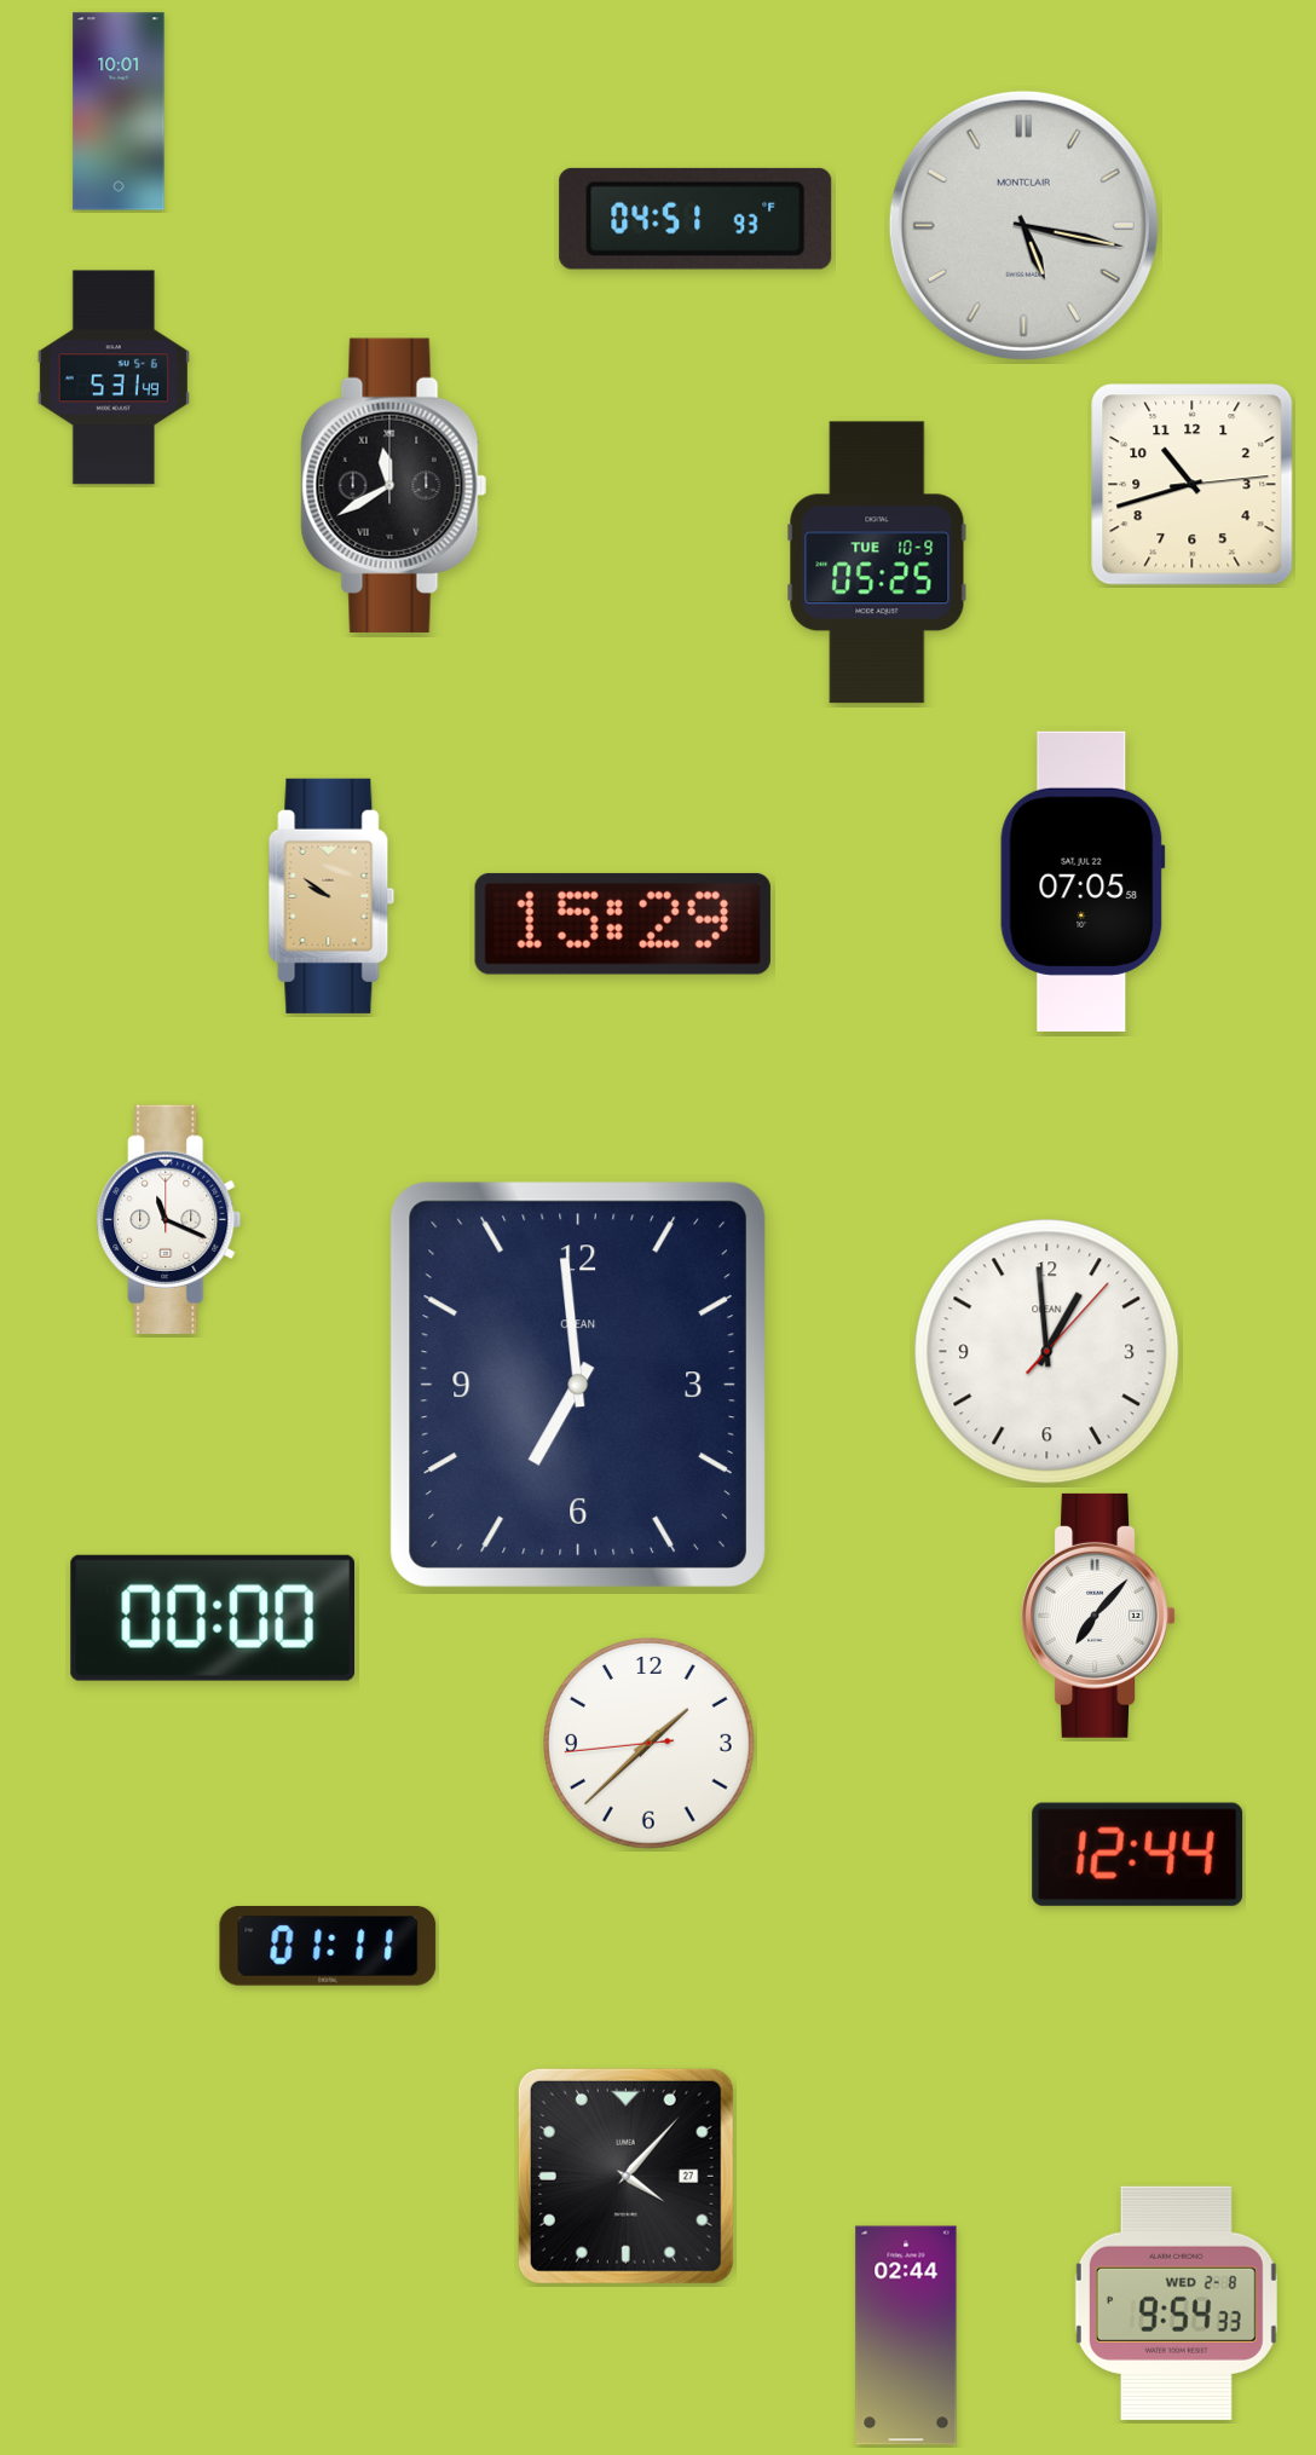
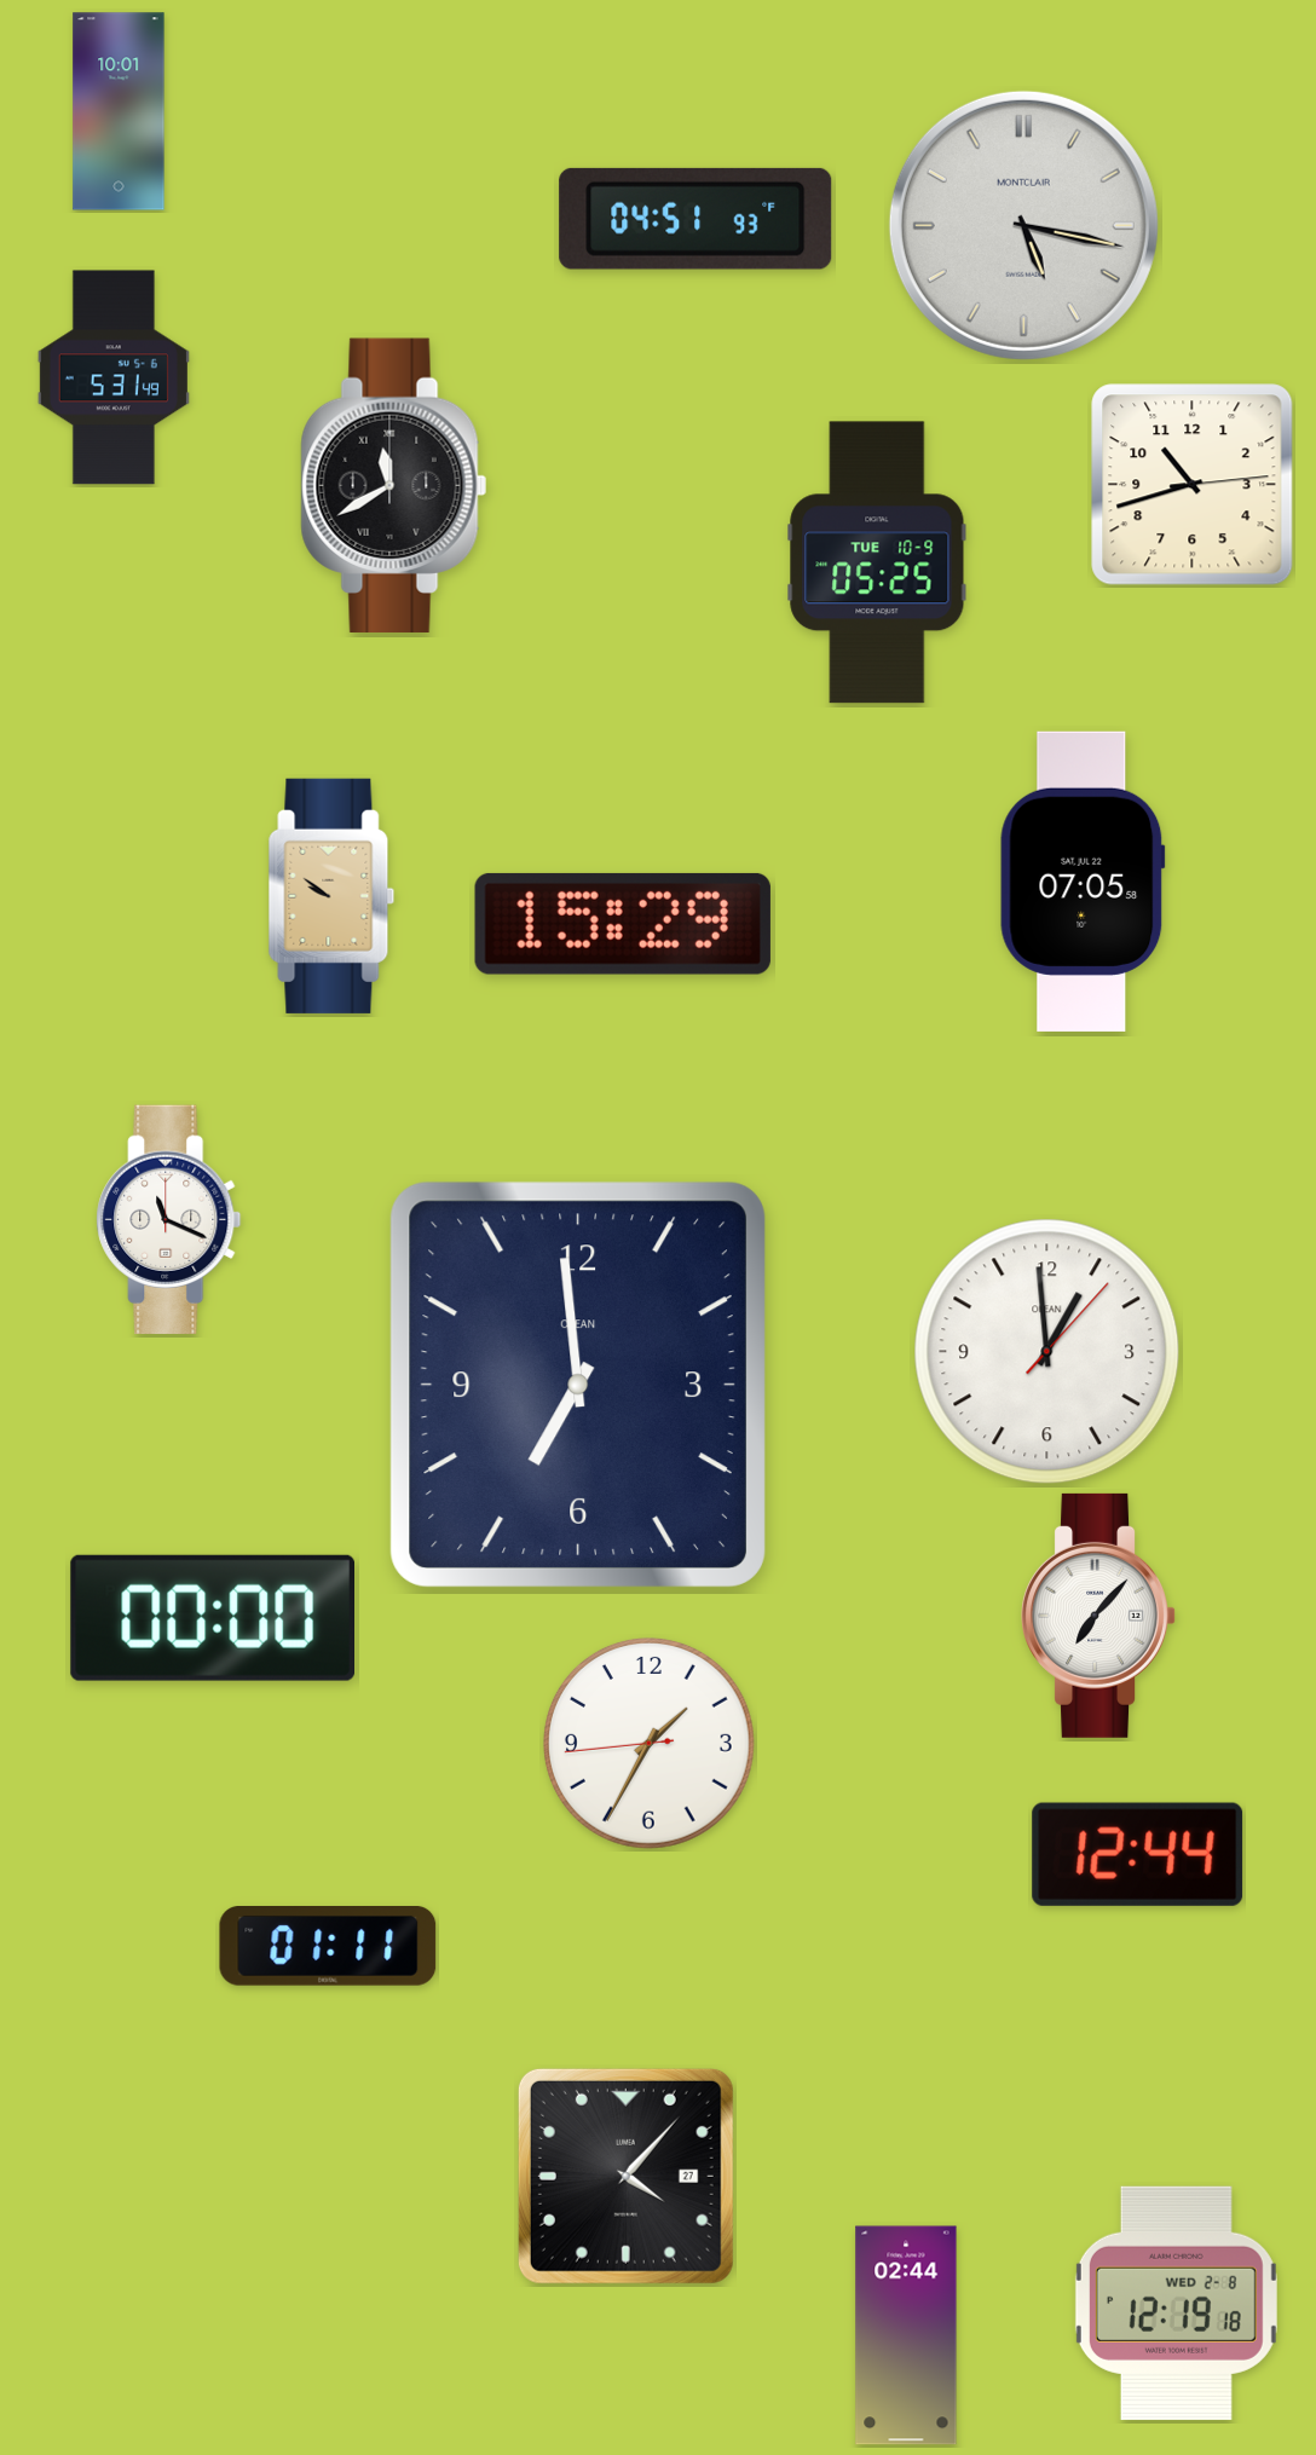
clock at (648, 1743): 1:37 -> 1:34
clock at (1176, 2303): 9:54 -> 12:19
